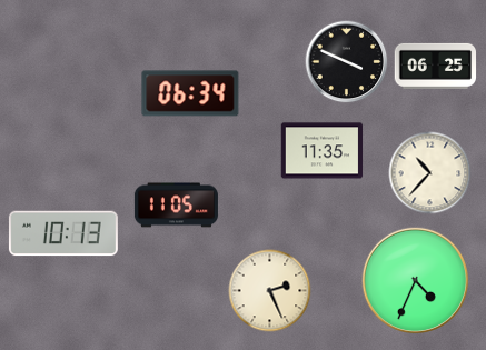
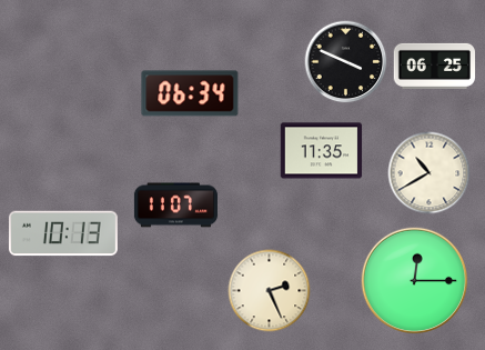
clock at (430, 173): 10:37 -> 10:40
clock at (176, 206): 11:05 -> 11:07
clock at (416, 281): 4:34 -> 12:15
